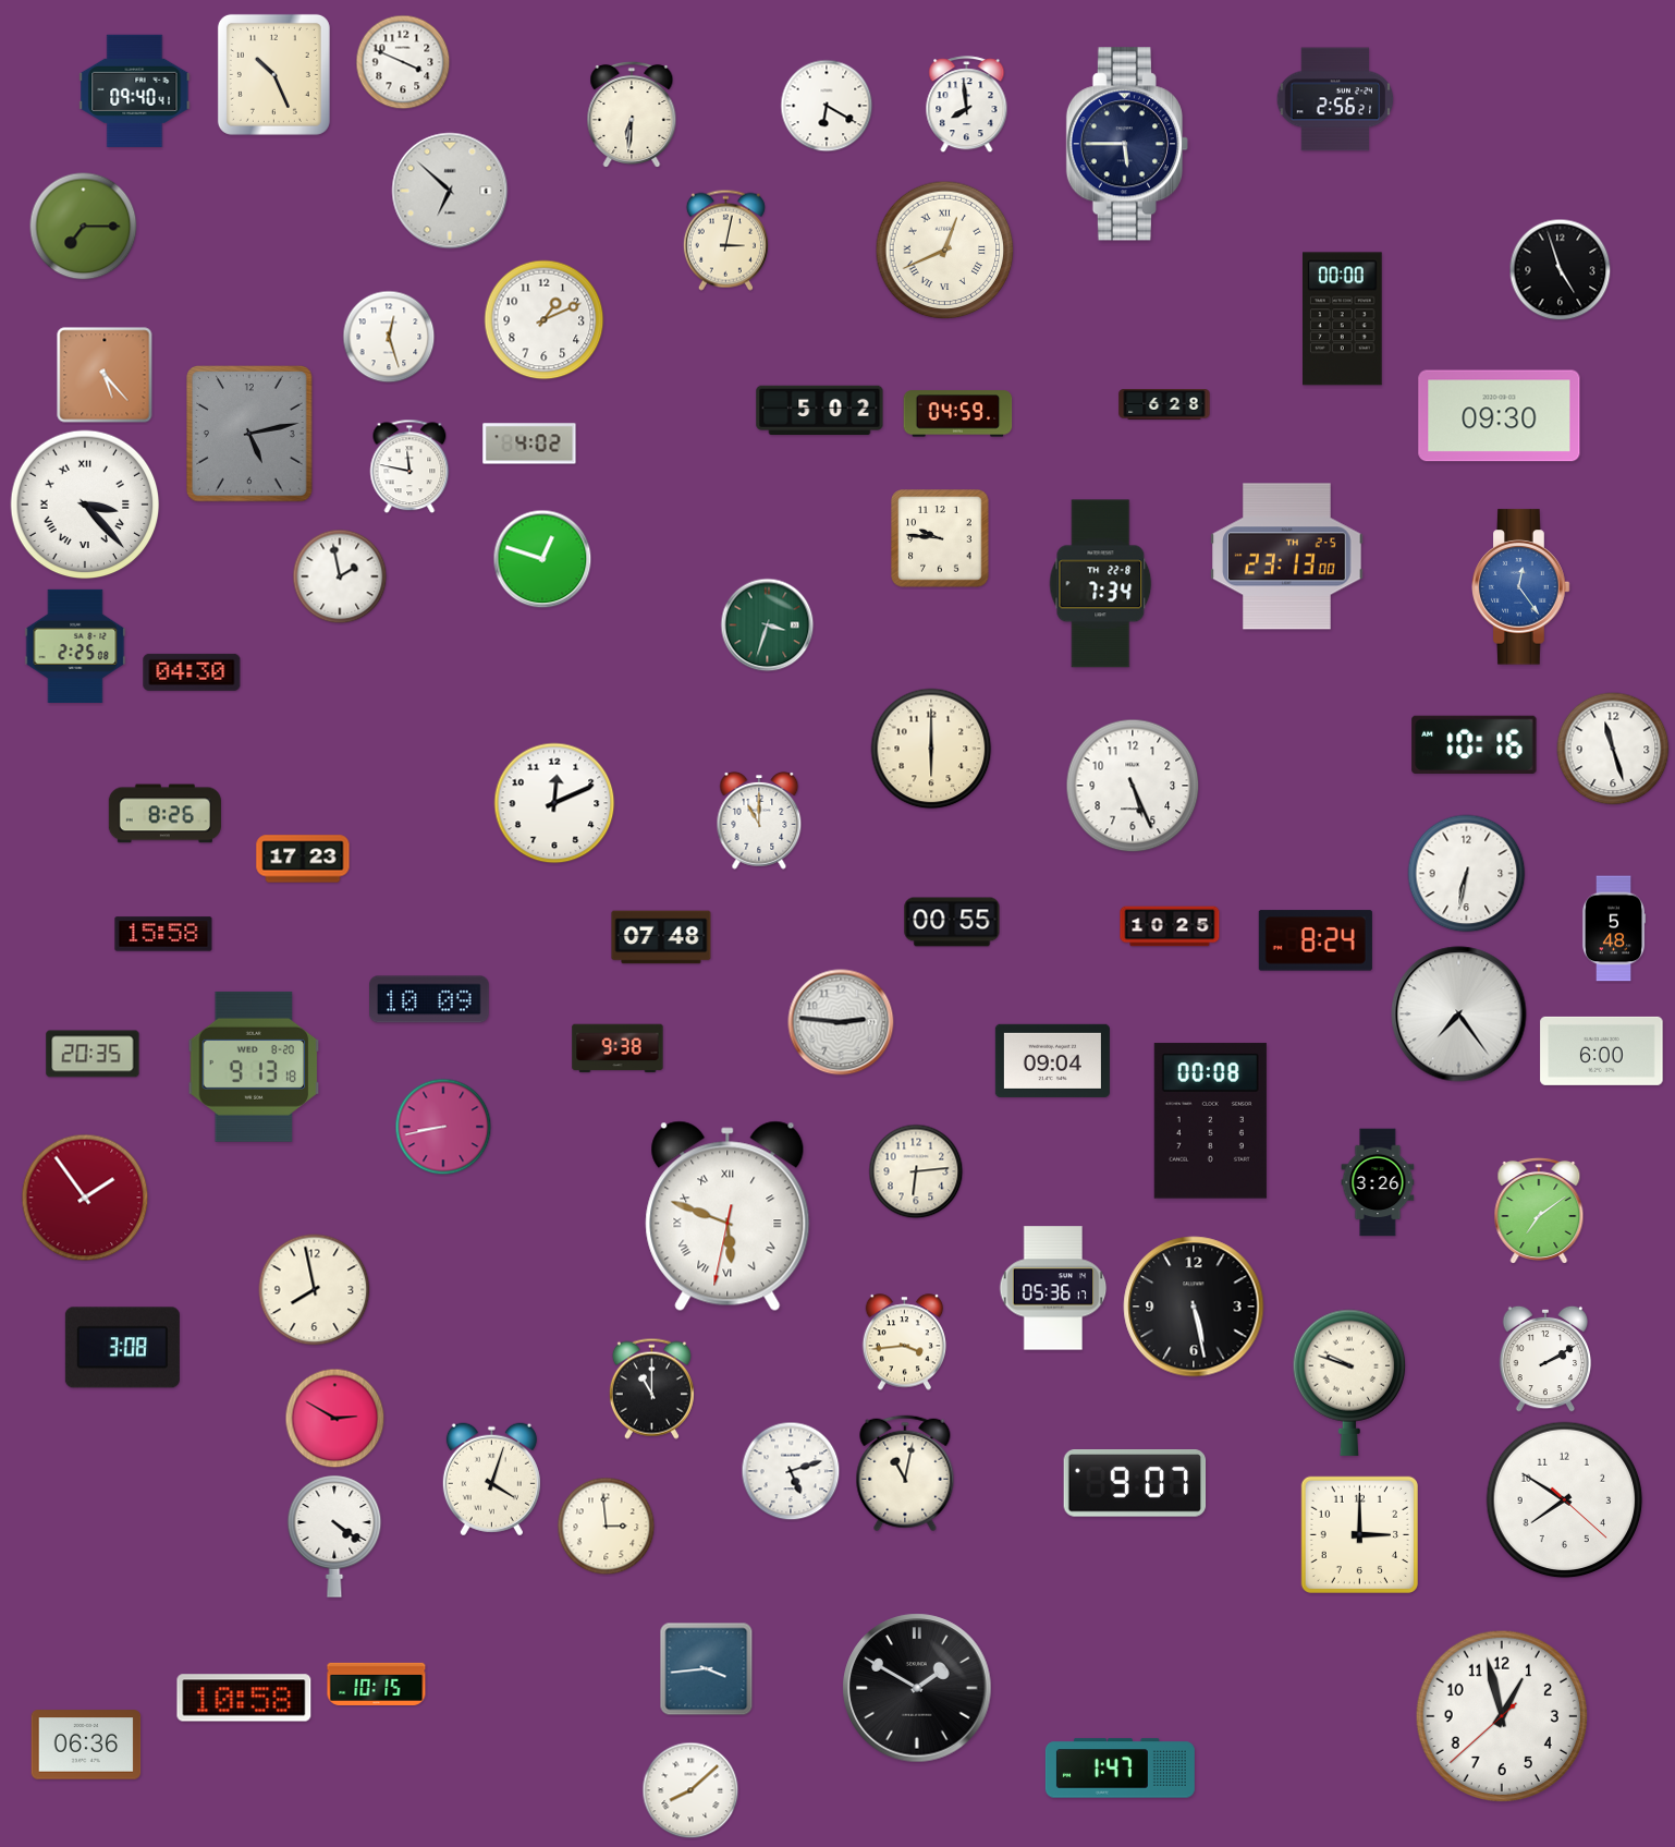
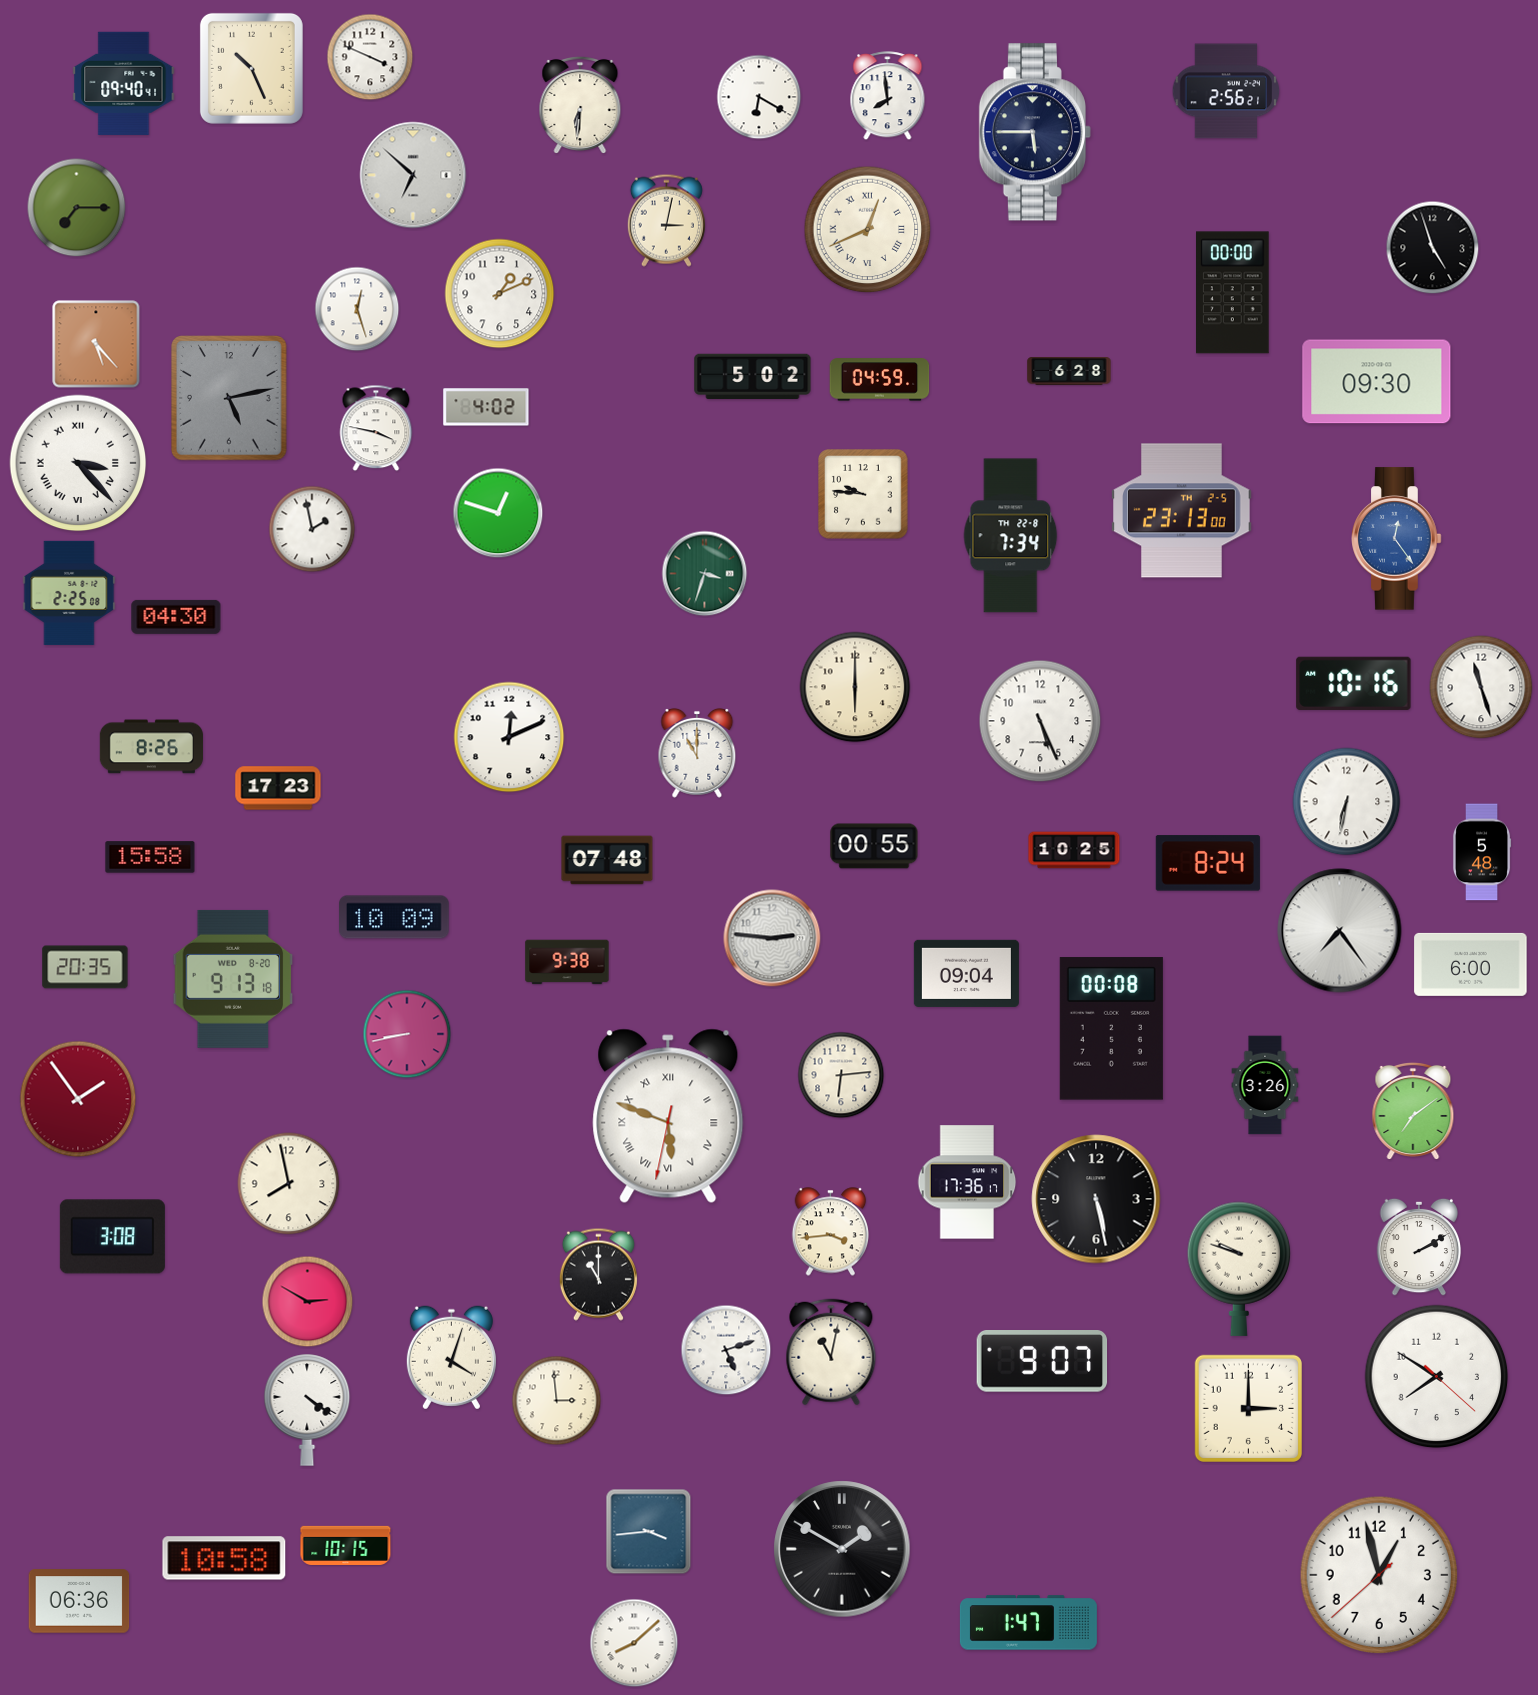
clock at (409, 466): 11:47 -> 3:47
clock at (1053, 1288): 05:36 -> 17:36
